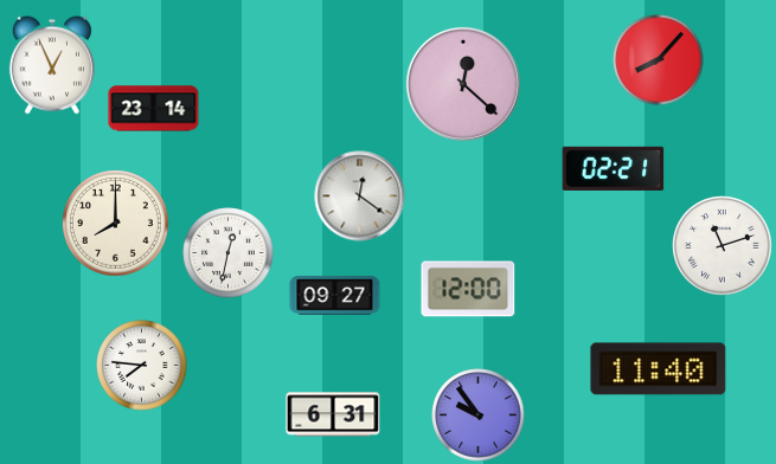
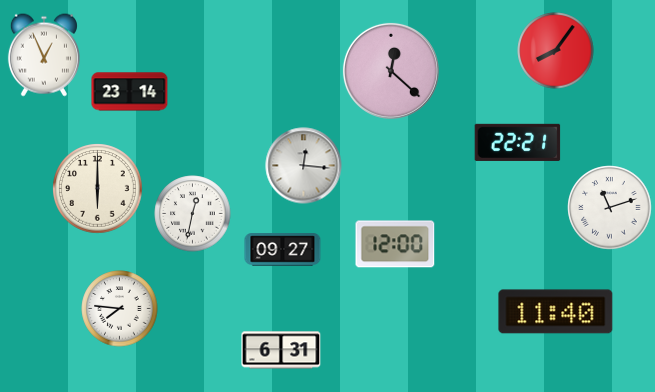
clock at (659, 60): 8:07 -> 8:06
clock at (614, 168): 02:21 -> 22:21
clock at (360, 196): 12:21 -> 12:16
clock at (116, 224): 8:00 -> 6:00
clock at (479, 415): 9:54 -> none
